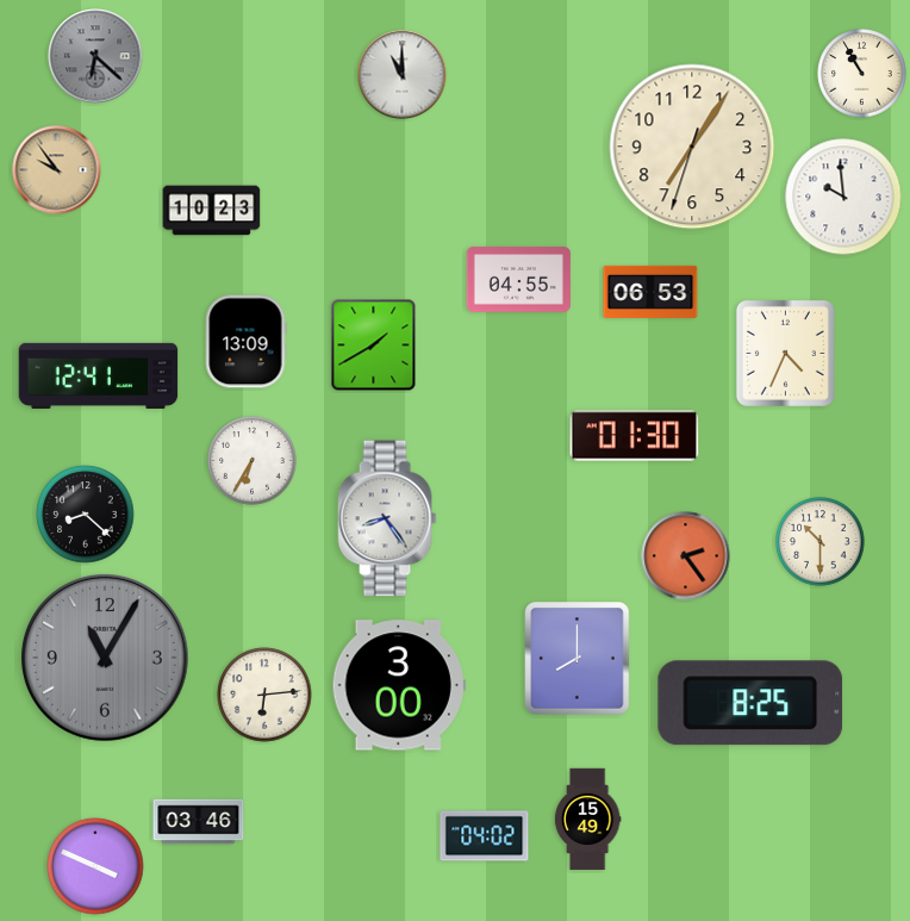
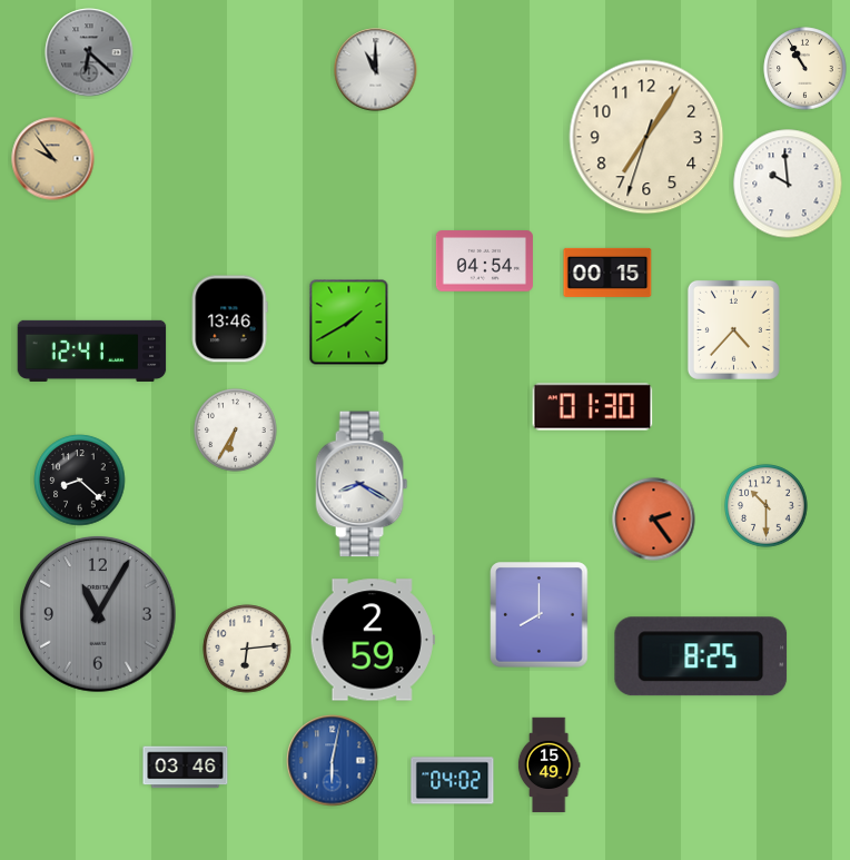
clock at (212, 211): 10:23 -> none
clock at (518, 280): 04:55 -> 04:54
clock at (650, 292): 06:53 -> 00:15
clock at (245, 342): 13:09 -> 13:46
clock at (785, 353): 4:34 -> 4:37
clock at (387, 518): 8:24 -> 8:20
clock at (686, 556) position: (686, 556) -> (654, 520)
clock at (399, 685): 3:00 -> 2:59
clock at (333, 761): none -> 6:02
clock at (95, 866): 3:49 -> none
